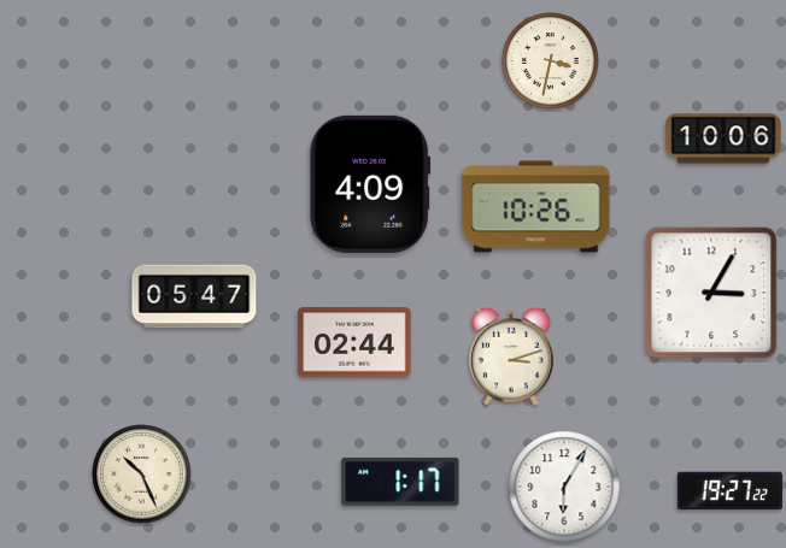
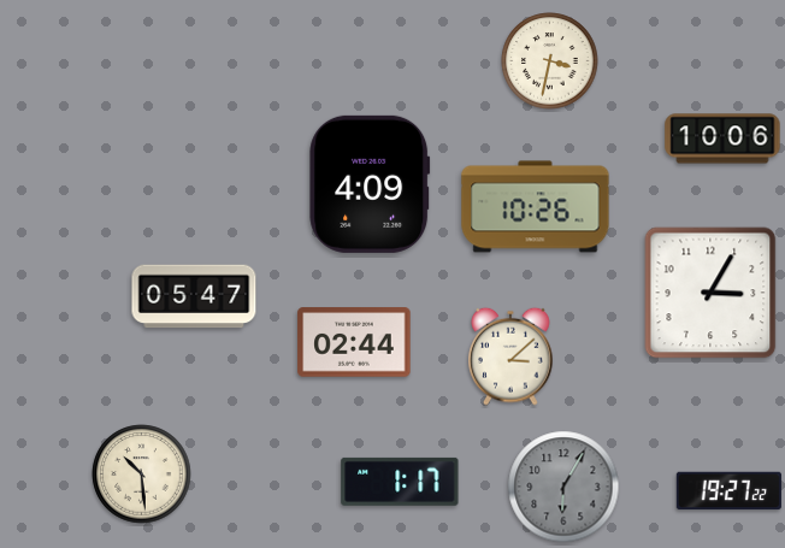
clock at (511, 357): 3:12 -> 3:08
clock at (142, 475): 10:26 -> 10:29
clock at (564, 487) dial: white -> grey
